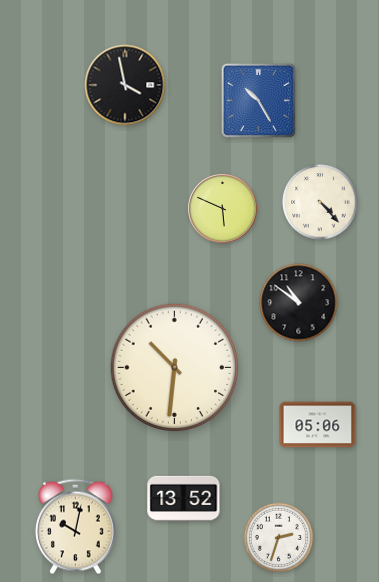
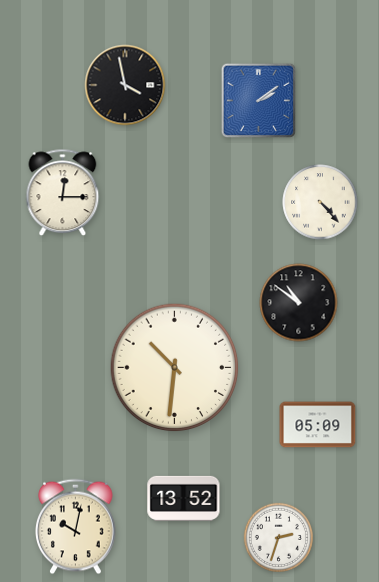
clock at (259, 101): 10:25 -> 2:09
clock at (63, 193): none -> 12:15
clock at (223, 209): 5:49 -> none
clock at (318, 425): 05:06 -> 05:09
